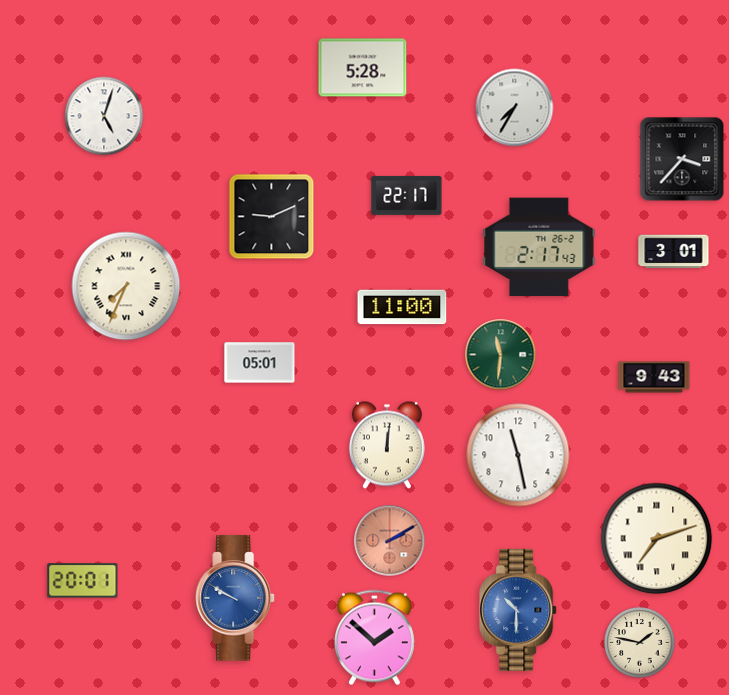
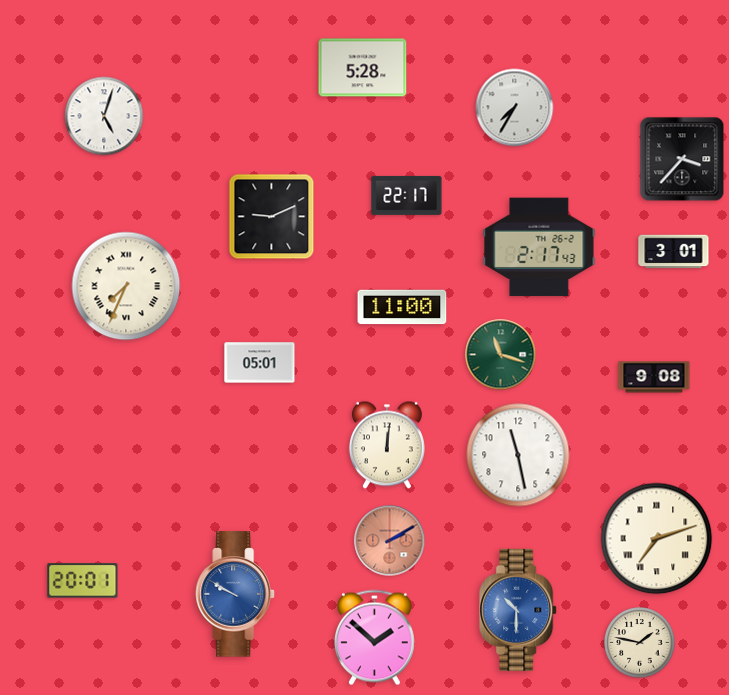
clock at (501, 355): 11:31 -> 11:18
clock at (654, 377): 9:43 -> 9:08
clock at (235, 598) position: (235, 598) -> (235, 594)
